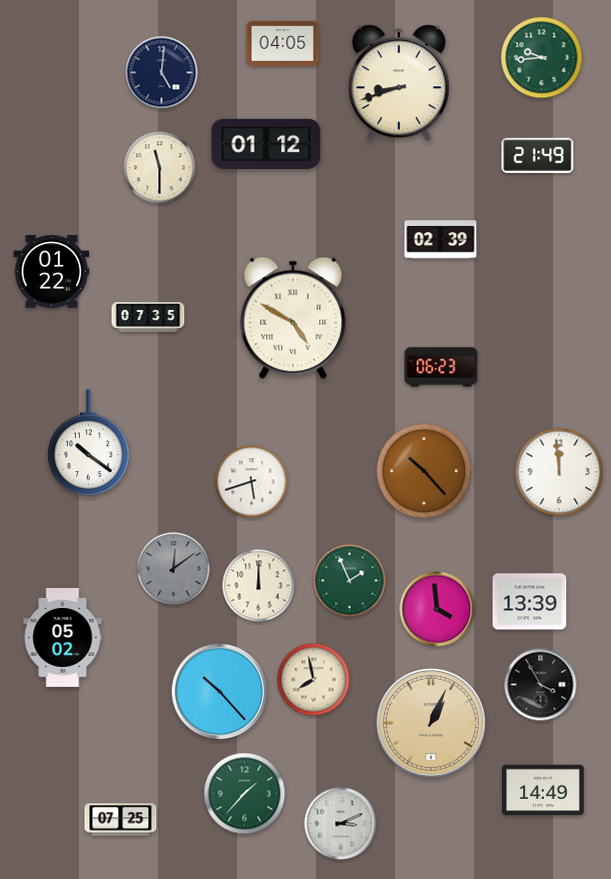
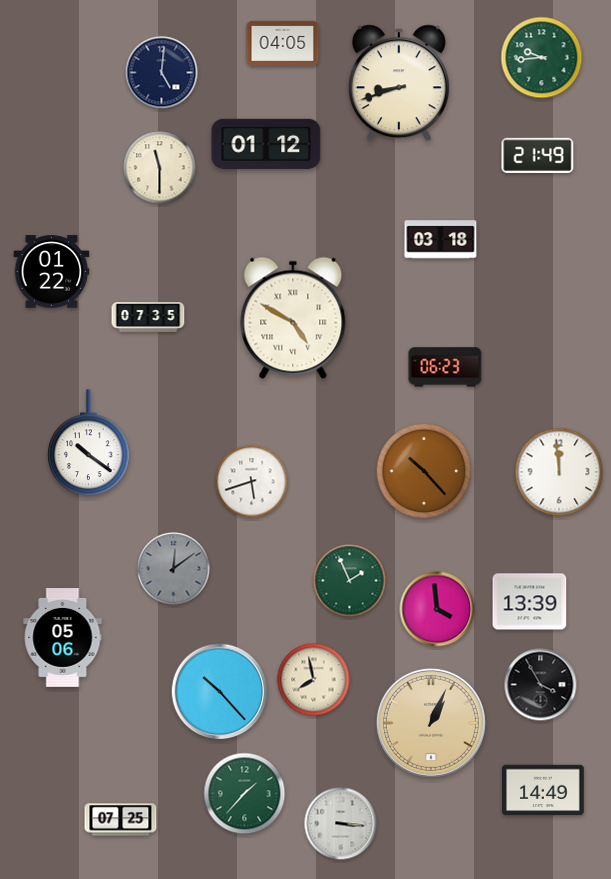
clock at (441, 240): 02:39 -> 03:18
clock at (441, 367) position: (441, 367) -> (445, 367)
clock at (259, 586): 12:00 -> none
clock at (63, 638): 05:02 -> 05:06
clock at (341, 824): 3:11 -> 3:16
